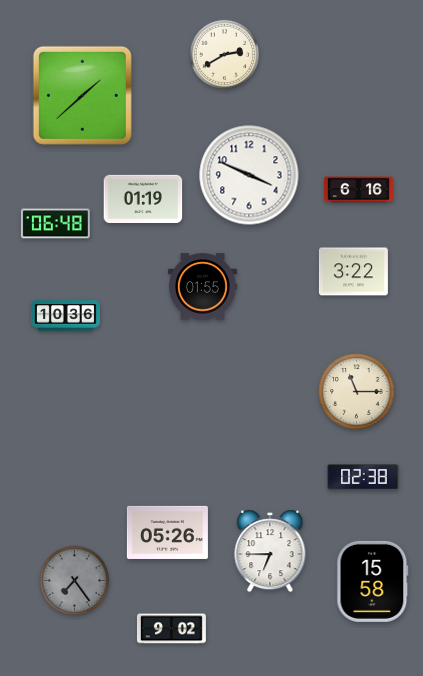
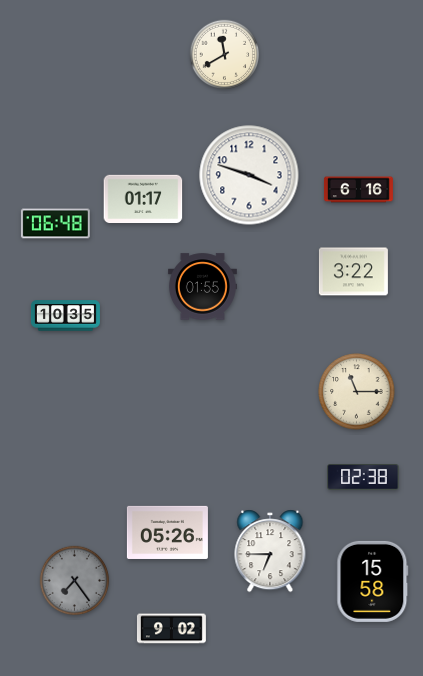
clock at (225, 55): 2:40 -> 11:40
clock at (82, 95): 1:38 -> none
clock at (249, 175): 3:49 -> 3:48
clock at (143, 198): 01:19 -> 01:17
clock at (65, 316): 10:36 -> 10:35
